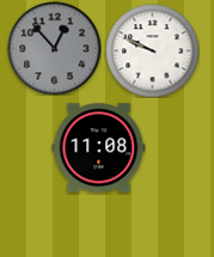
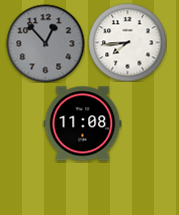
clock at (54, 48) position: (54, 48) -> (45, 43)
clock at (152, 50): 9:49 -> 7:44
